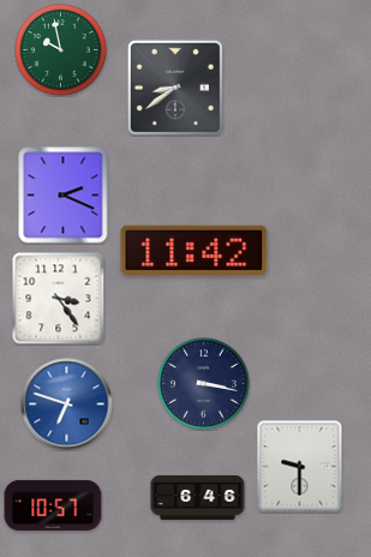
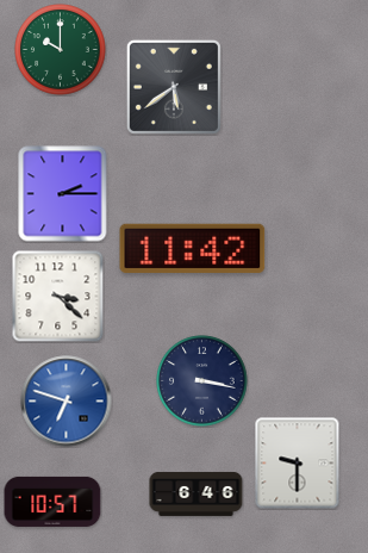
clock at (61, 50): 9:58 -> 10:00
clock at (175, 88): 8:39 -> 5:39
clock at (64, 196): 2:19 -> 2:15
clock at (58, 298): 3:24 -> 3:22
